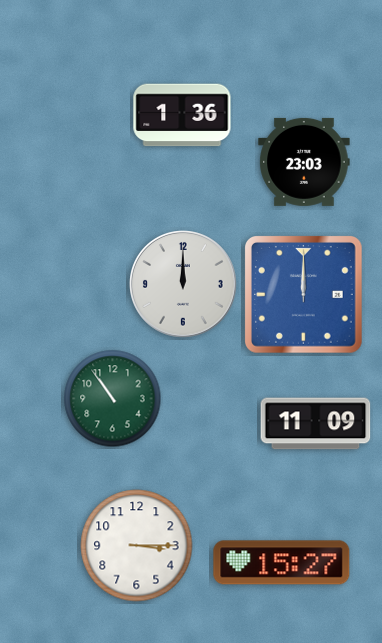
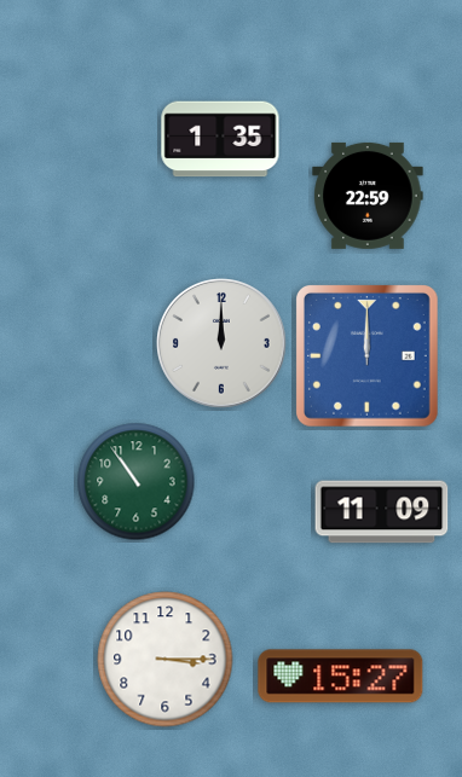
clock at (182, 115): 1:36 -> 1:35
clock at (304, 162): 23:03 -> 22:59
clock at (282, 563) position: (282, 563) -> (341, 677)
